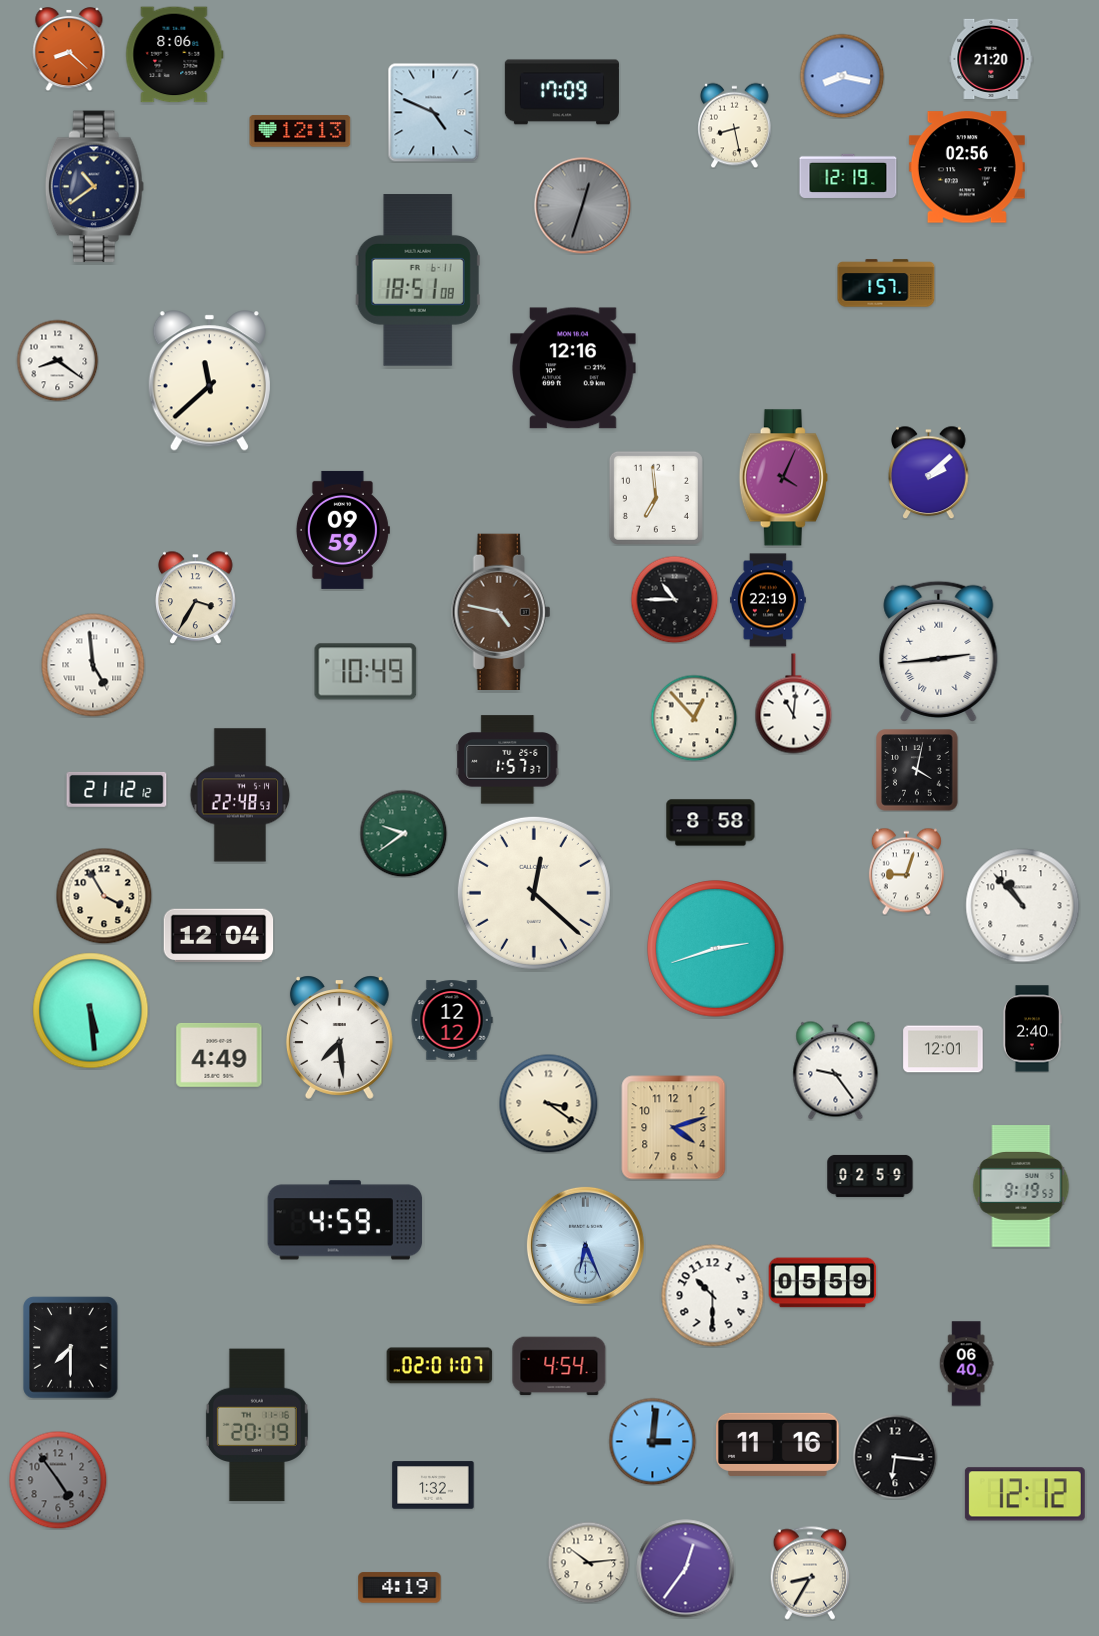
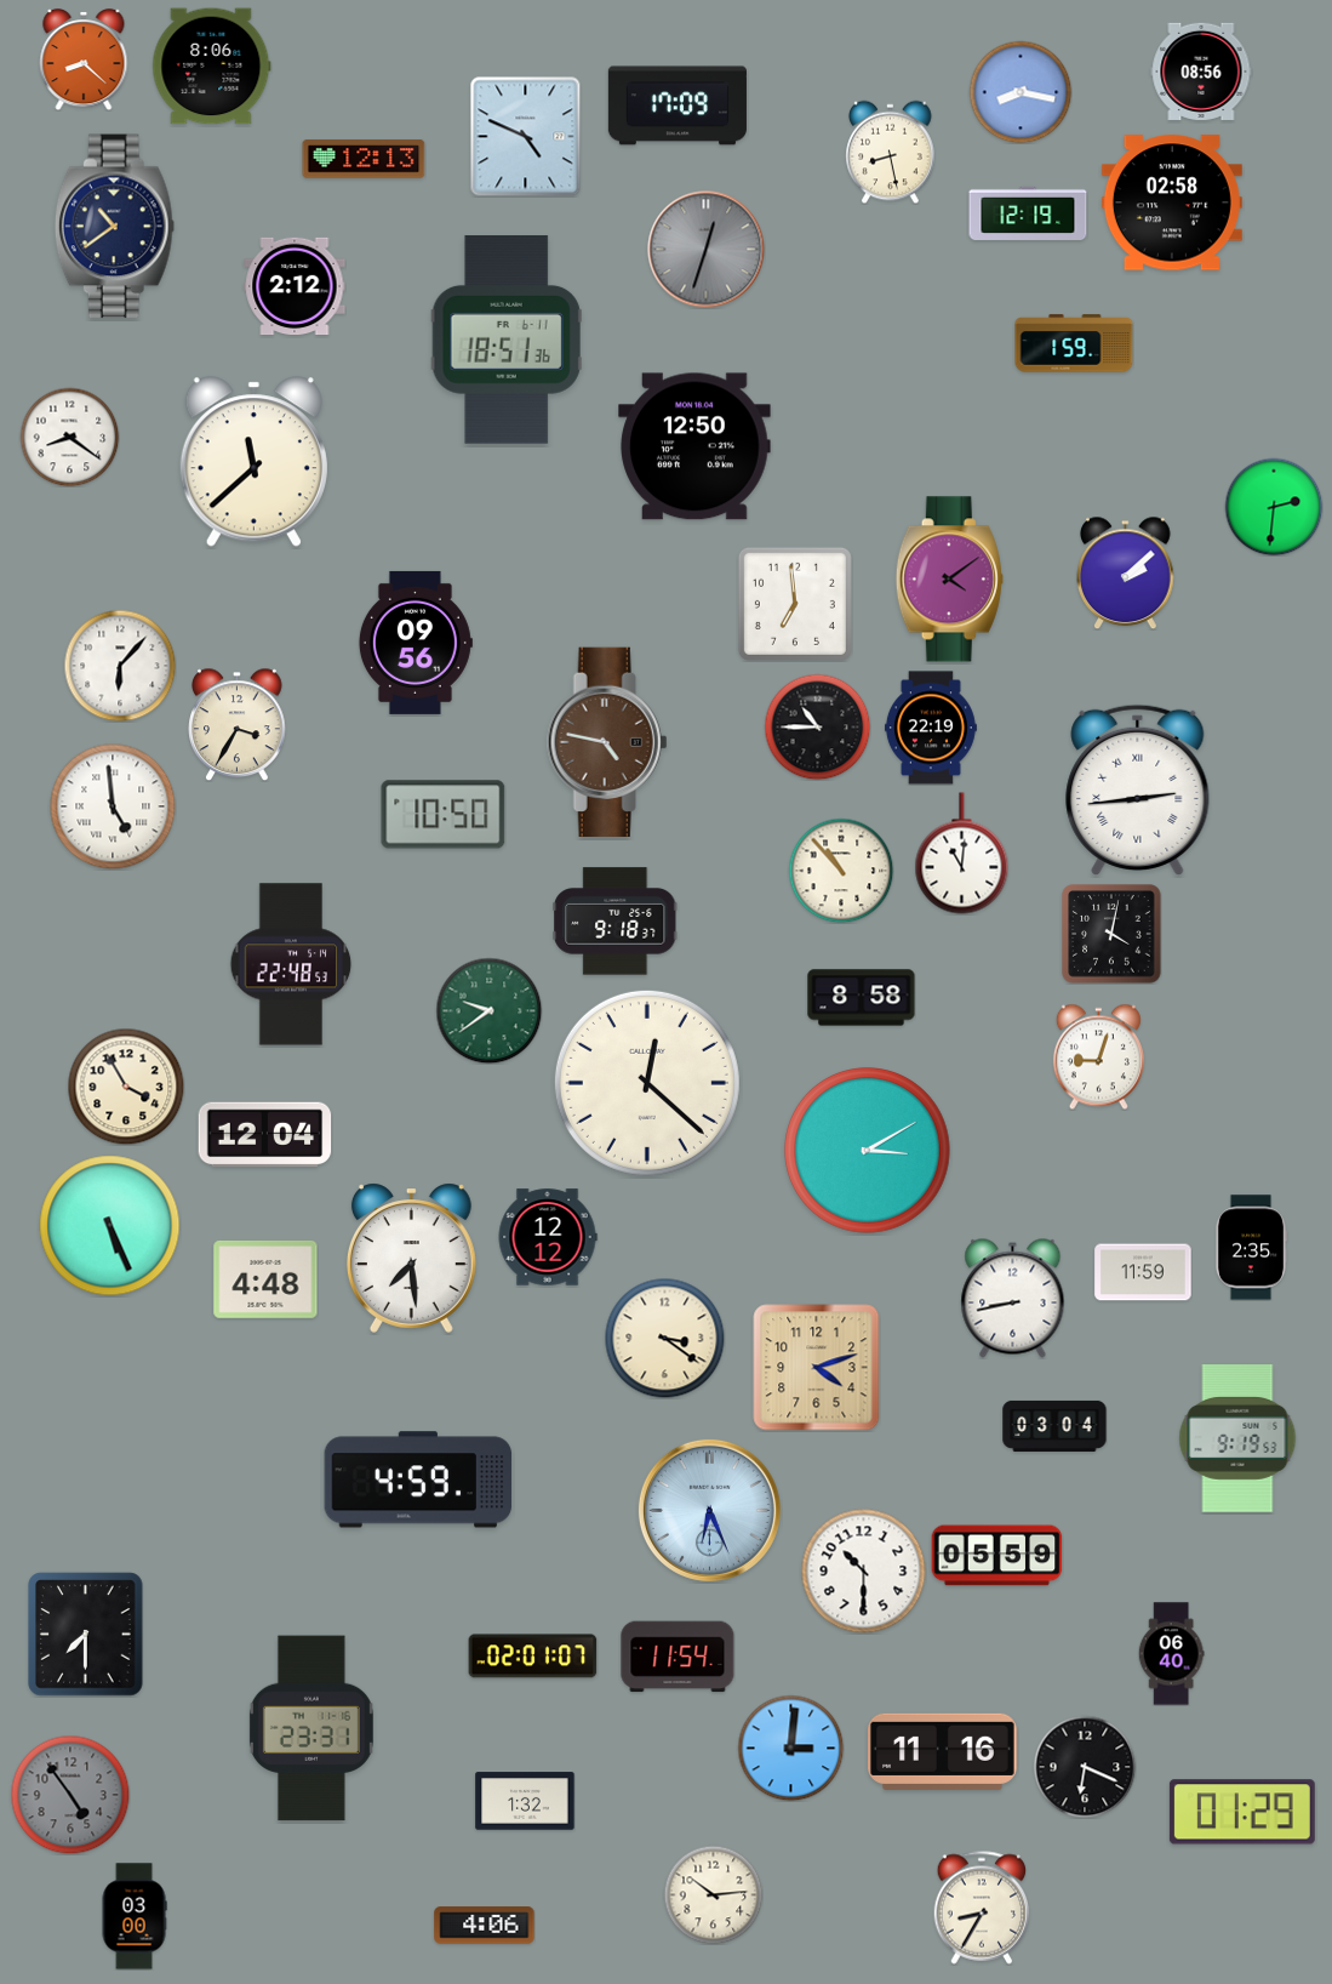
clock at (991, 59): 21:20 -> 08:56
clock at (562, 92) position: (562, 92) -> (678, 106)
clock at (967, 167): 02:56 -> 02:58
clock at (295, 286): none -> 2:12
clock at (418, 280): 18:51:08 -> 18:51:36
clock at (886, 283): 1:57 -> 1:59
clock at (573, 368): 12:16 -> 12:50
clock at (1274, 507): none -> 2:31
clock at (783, 478): 4:04 -> 4:09
clock at (342, 530): 09:59 -> 09:56
clock at (120, 666): none -> 6:07
clock at (366, 672): 10:49 -> 10:50
clock at (694, 718): 12:53 -> 10:53
clock at (508, 760): 1:57 -> 9:18
clock at (117, 789): 21:12 -> none
clock at (1023, 906): 10:53 -> none
clock at (716, 949): 2:42 -> 3:10
clock at (91, 1011): 5:29 -> 5:26
clock at (1032, 1029): 2:40 -> 2:35
clock at (943, 1049): 12:01 -> 11:59
clock at (219, 1055): 4:49 -> 4:48
clock at (836, 1071): 9:24 -> 8:43
clock at (870, 1176): 02:59 -> 03:04
clock at (559, 1366): 4:54 -> 11:54
clock at (257, 1425): 20:19 -> 23:31
clock at (895, 1457): 6:16 -> 6:19
clock at (1025, 1494): 12:12 -> 01:29
clock at (686, 1569): 12:36 -> none
clock at (135, 1916): none -> 03:00
clock at (400, 1588): 4:19 -> 4:06
